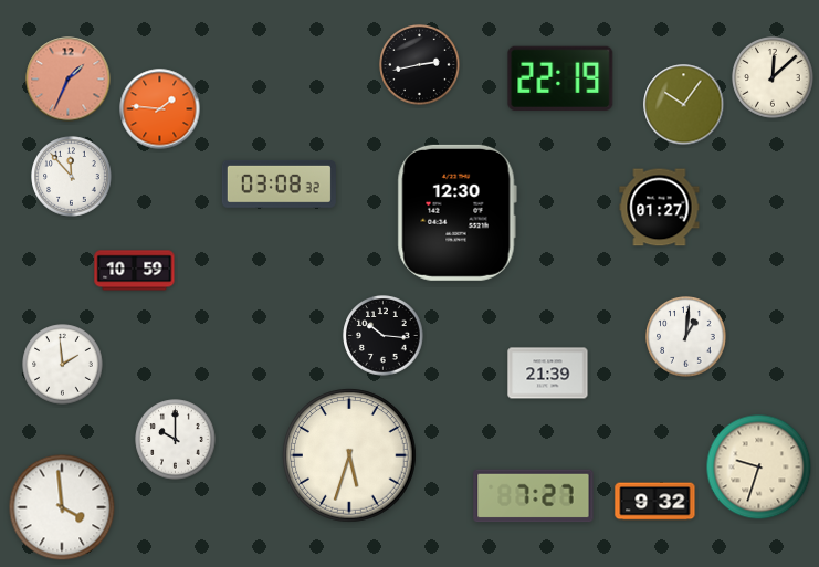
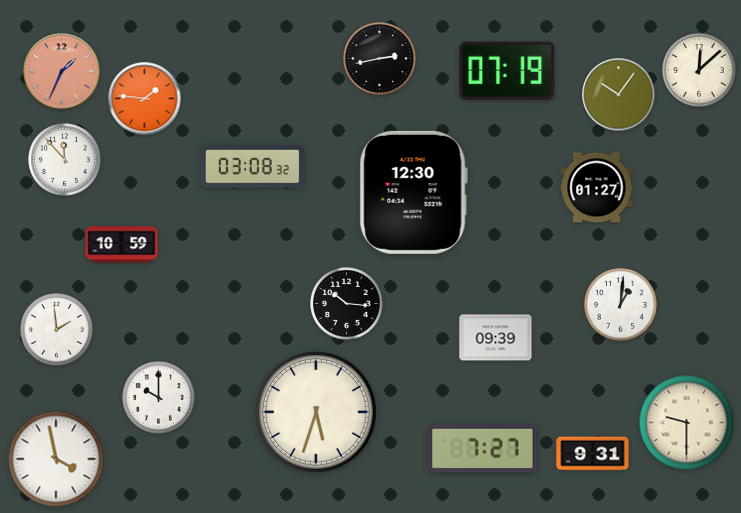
clock at (560, 78): 22:19 -> 07:19
clock at (548, 374): 21:39 -> 09:39
clock at (759, 468): 9:33 -> 9:30
clock at (655, 502): 9:32 -> 9:31
clock at (62, 507): 3:59 -> 3:58
